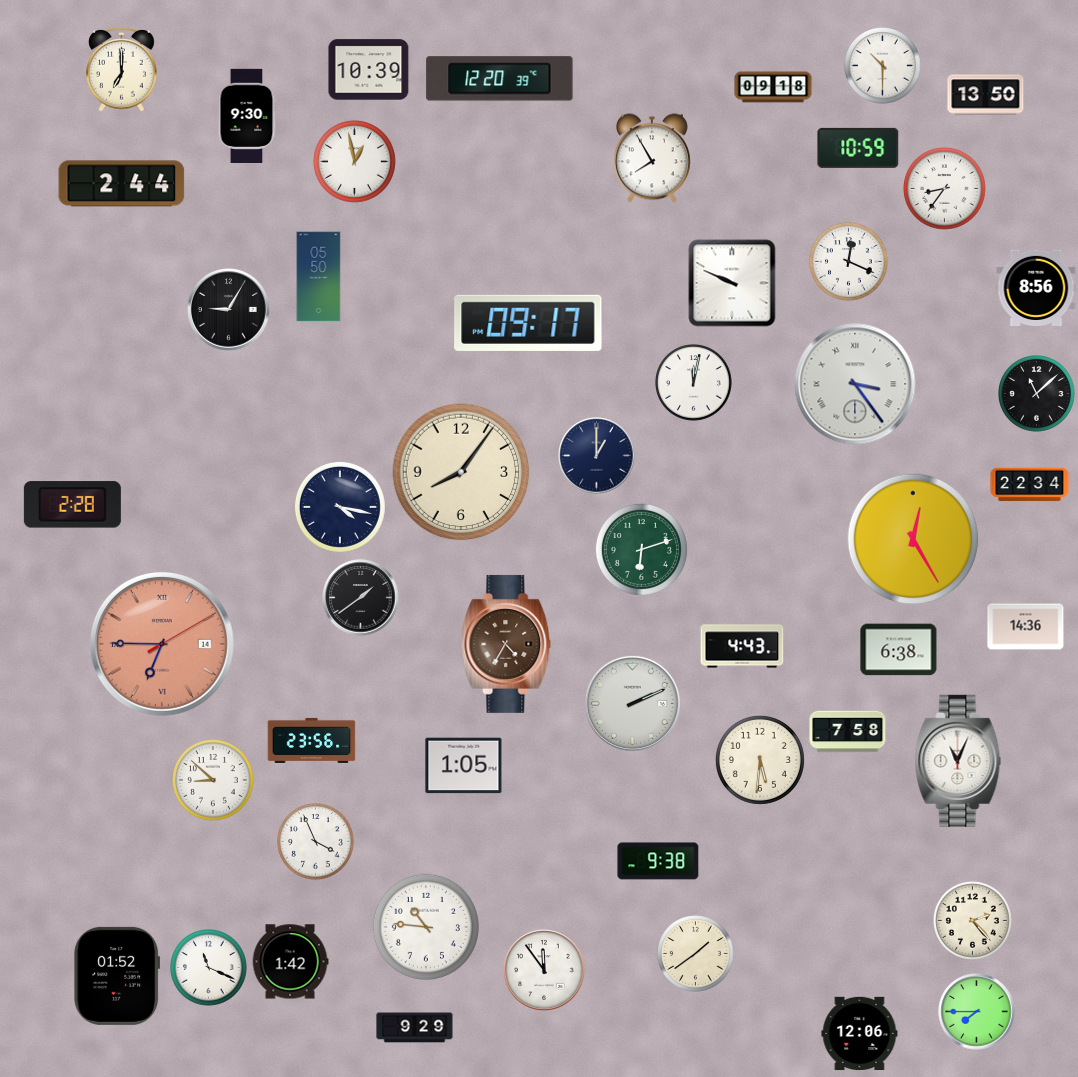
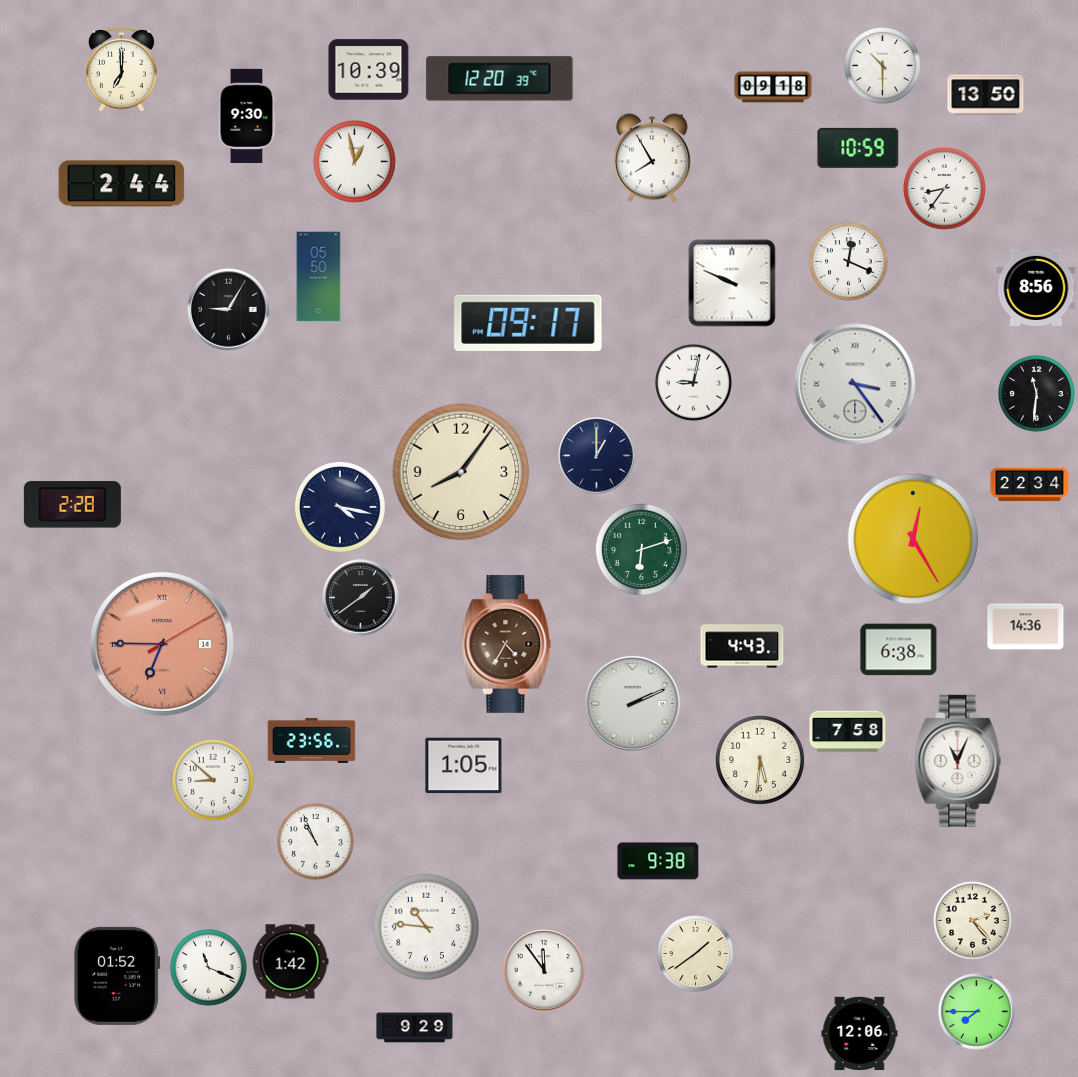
clock at (694, 383): 12:02 -> 9:02
clock at (1037, 394): 11:08 -> 11:31
clock at (316, 842): 3:56 -> 10:56
